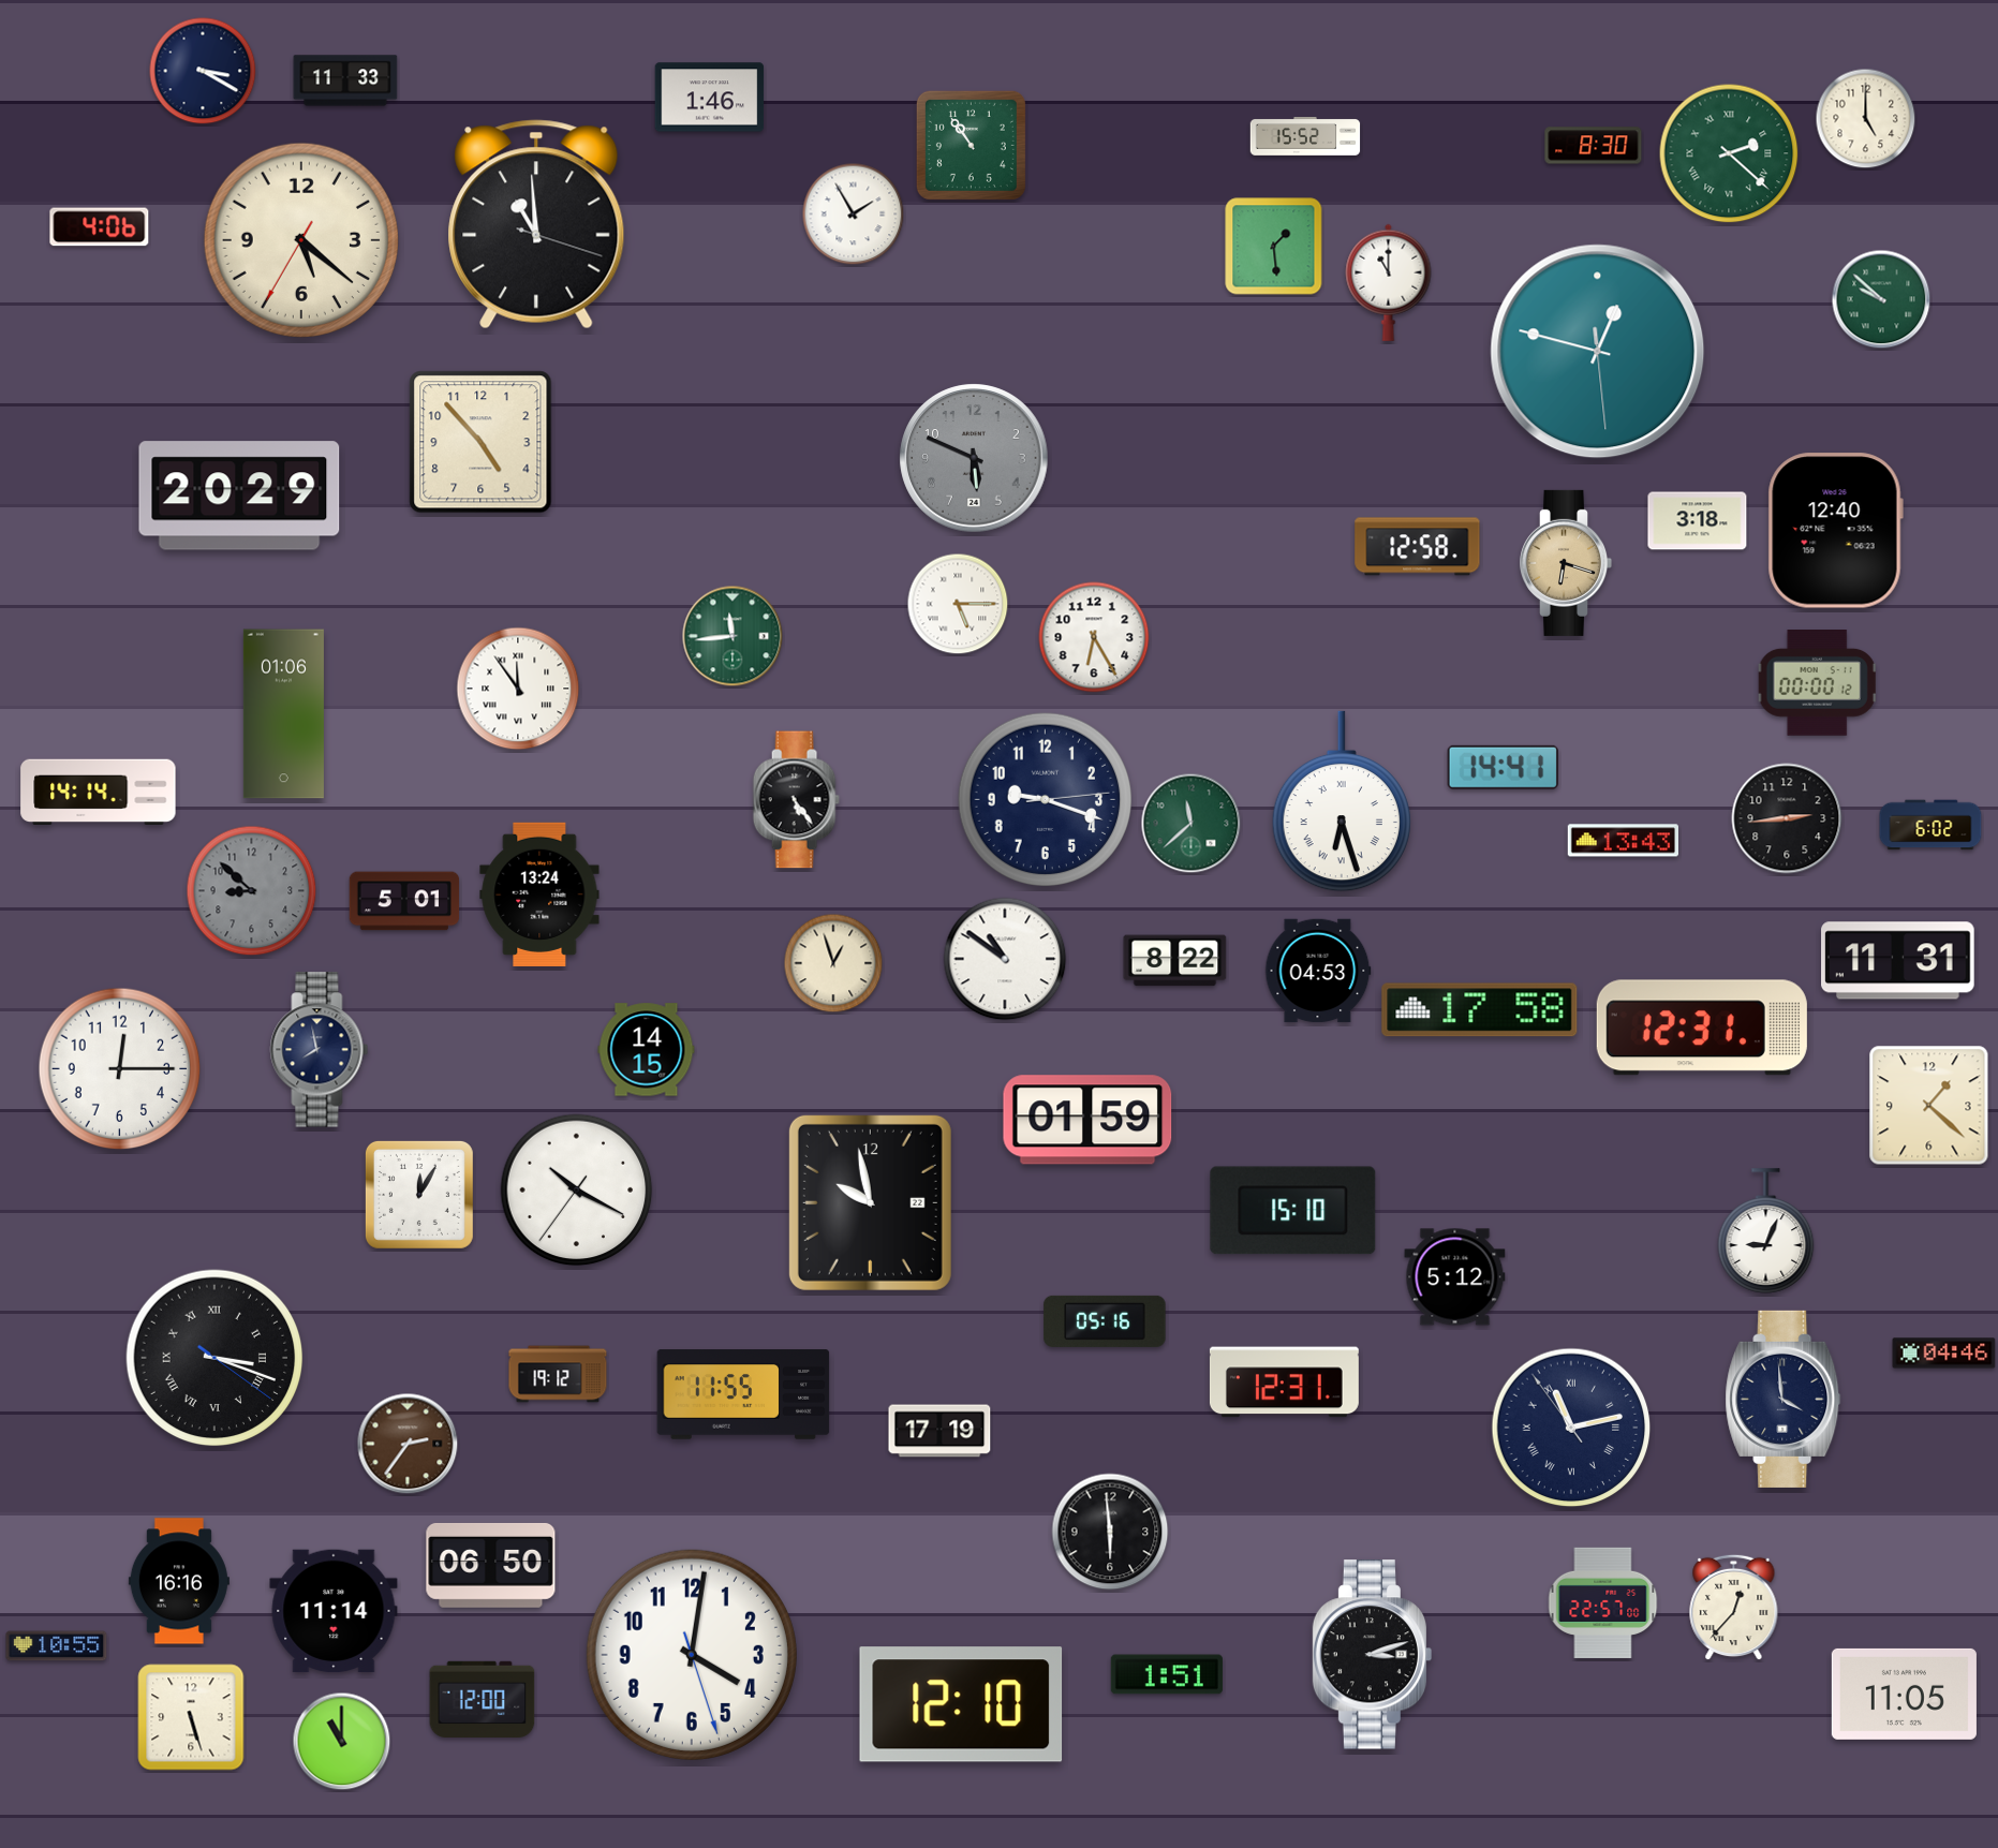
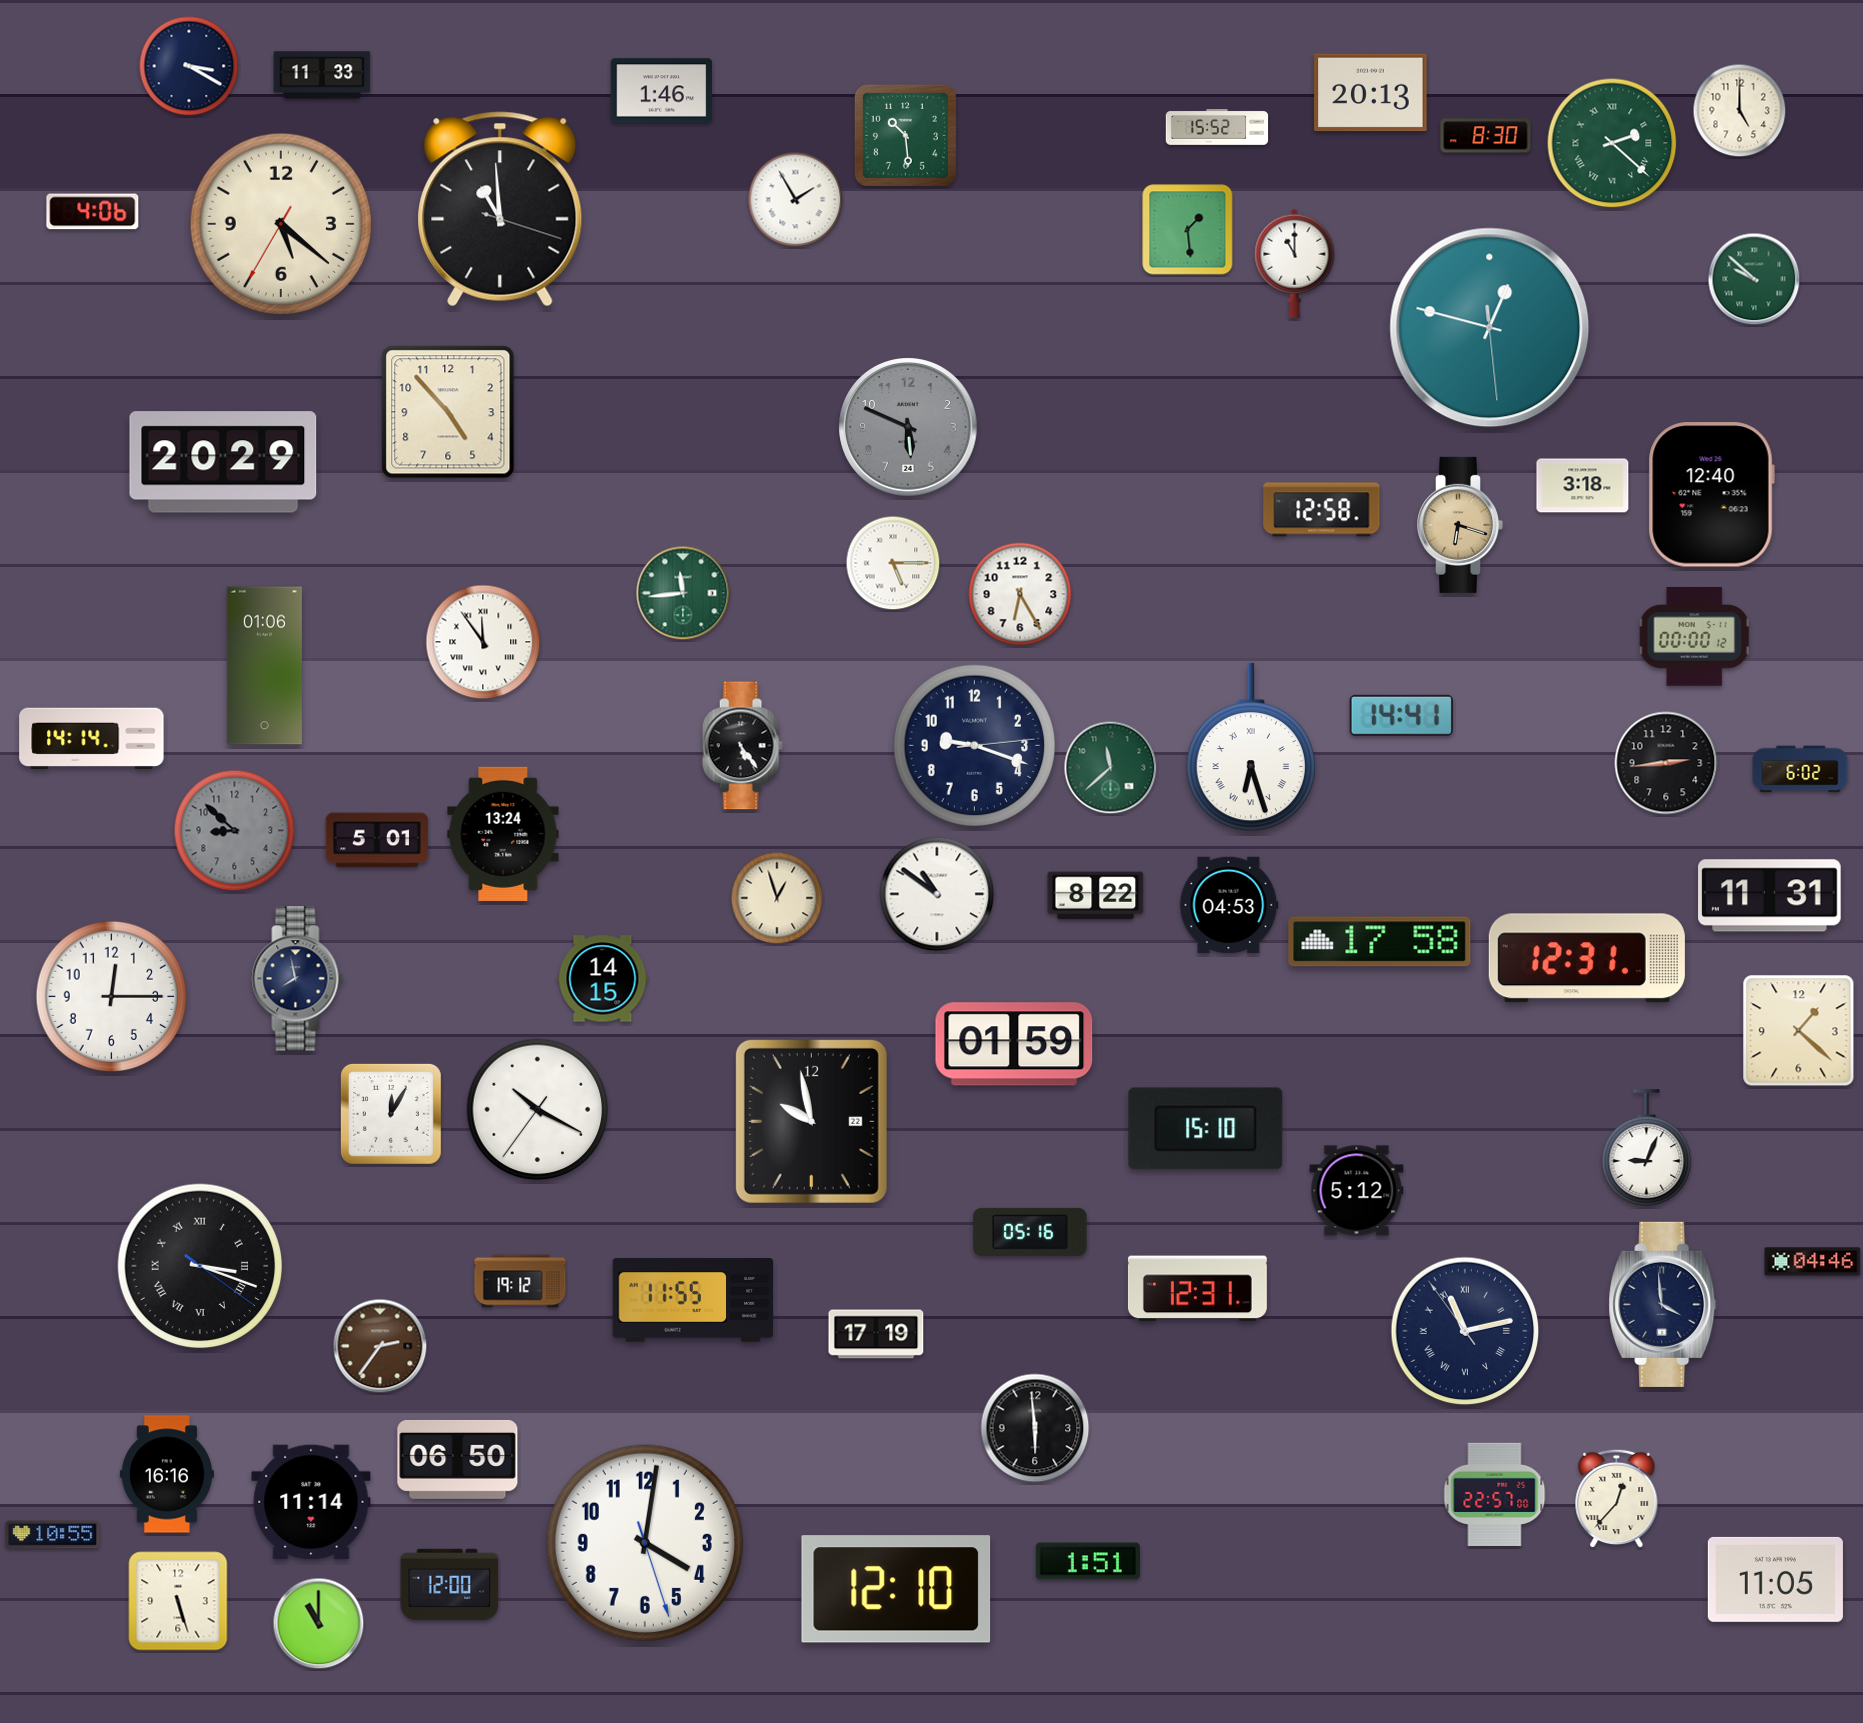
clock at (1371, 93): none -> 20:13
clock at (971, 145): 10:54 -> 10:29
clock at (1623, 841): 13:43 -> none
clock at (1373, 1655): 3:12 -> none
